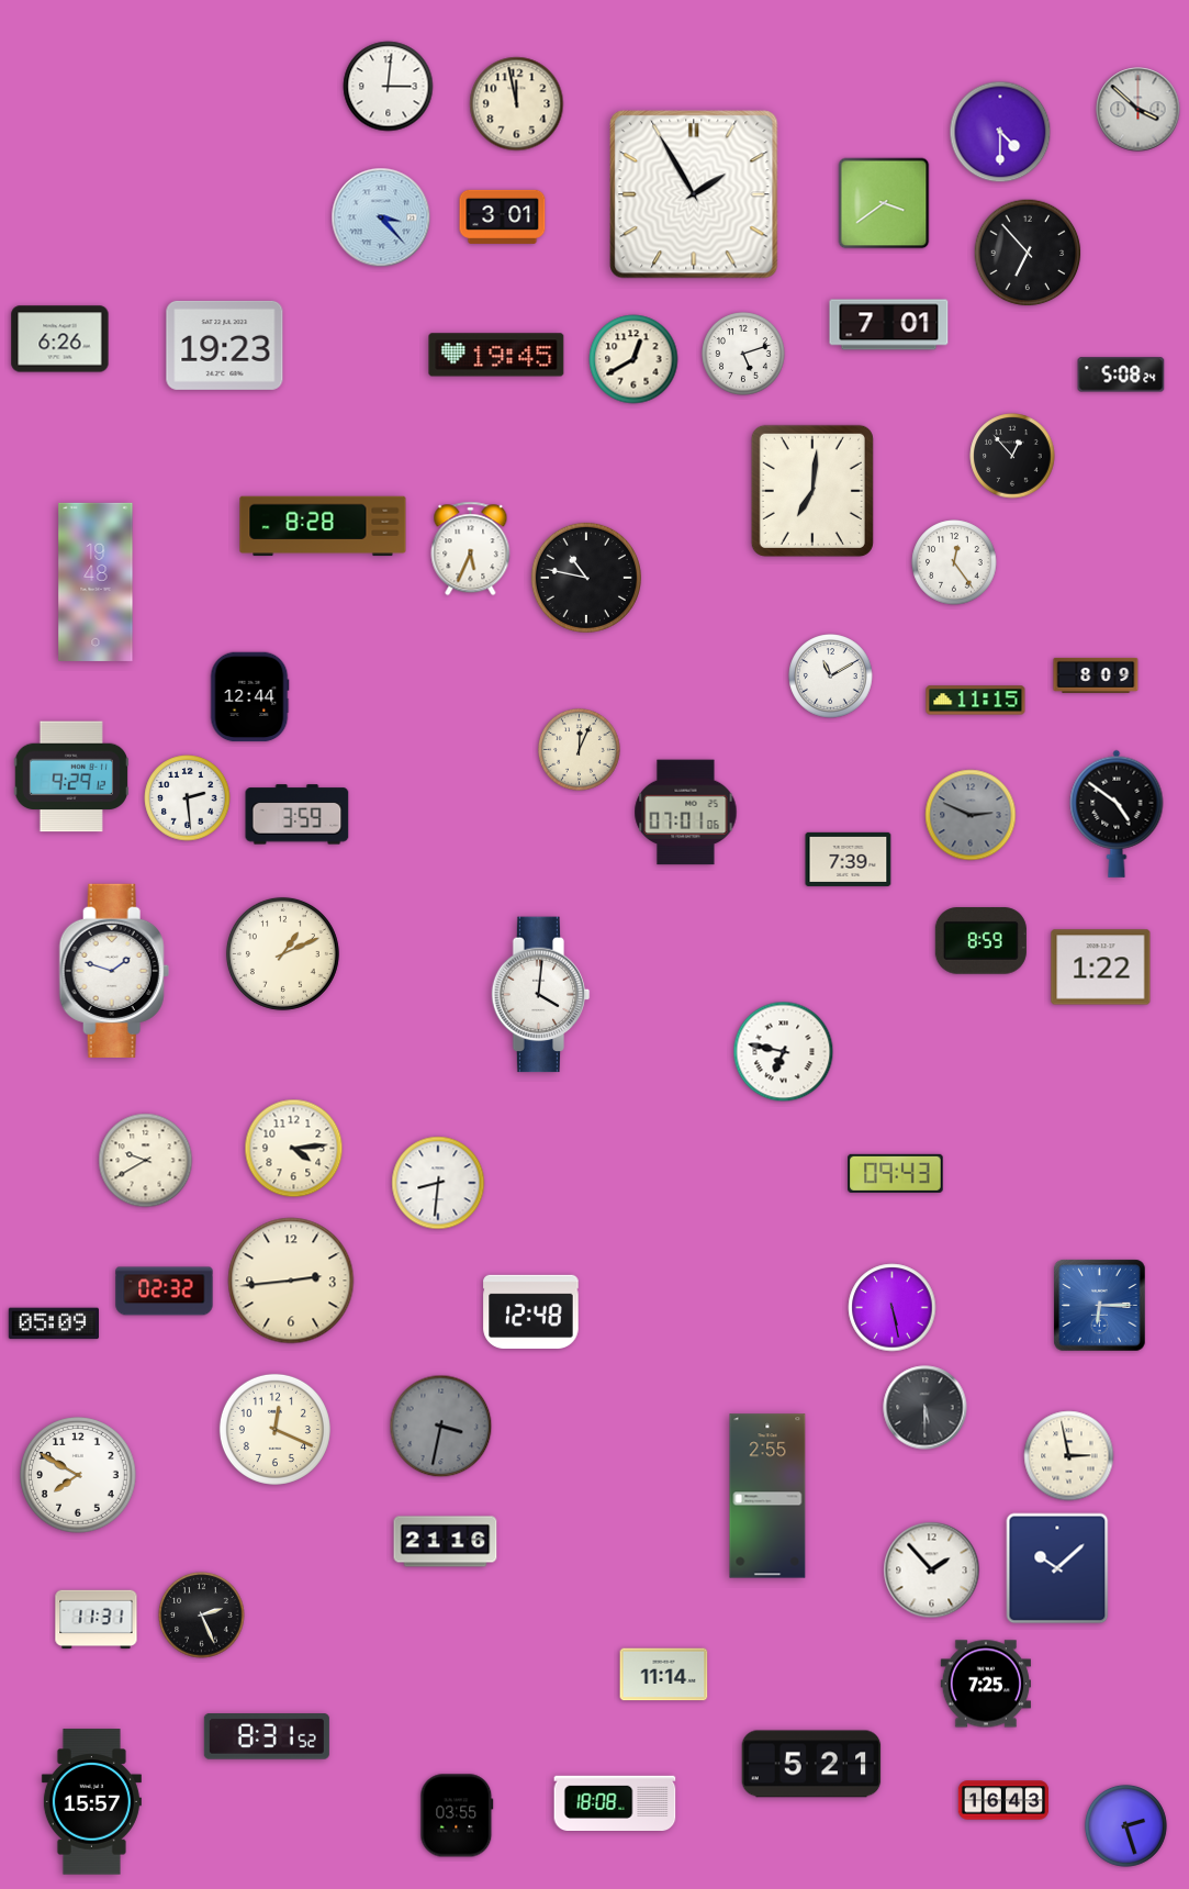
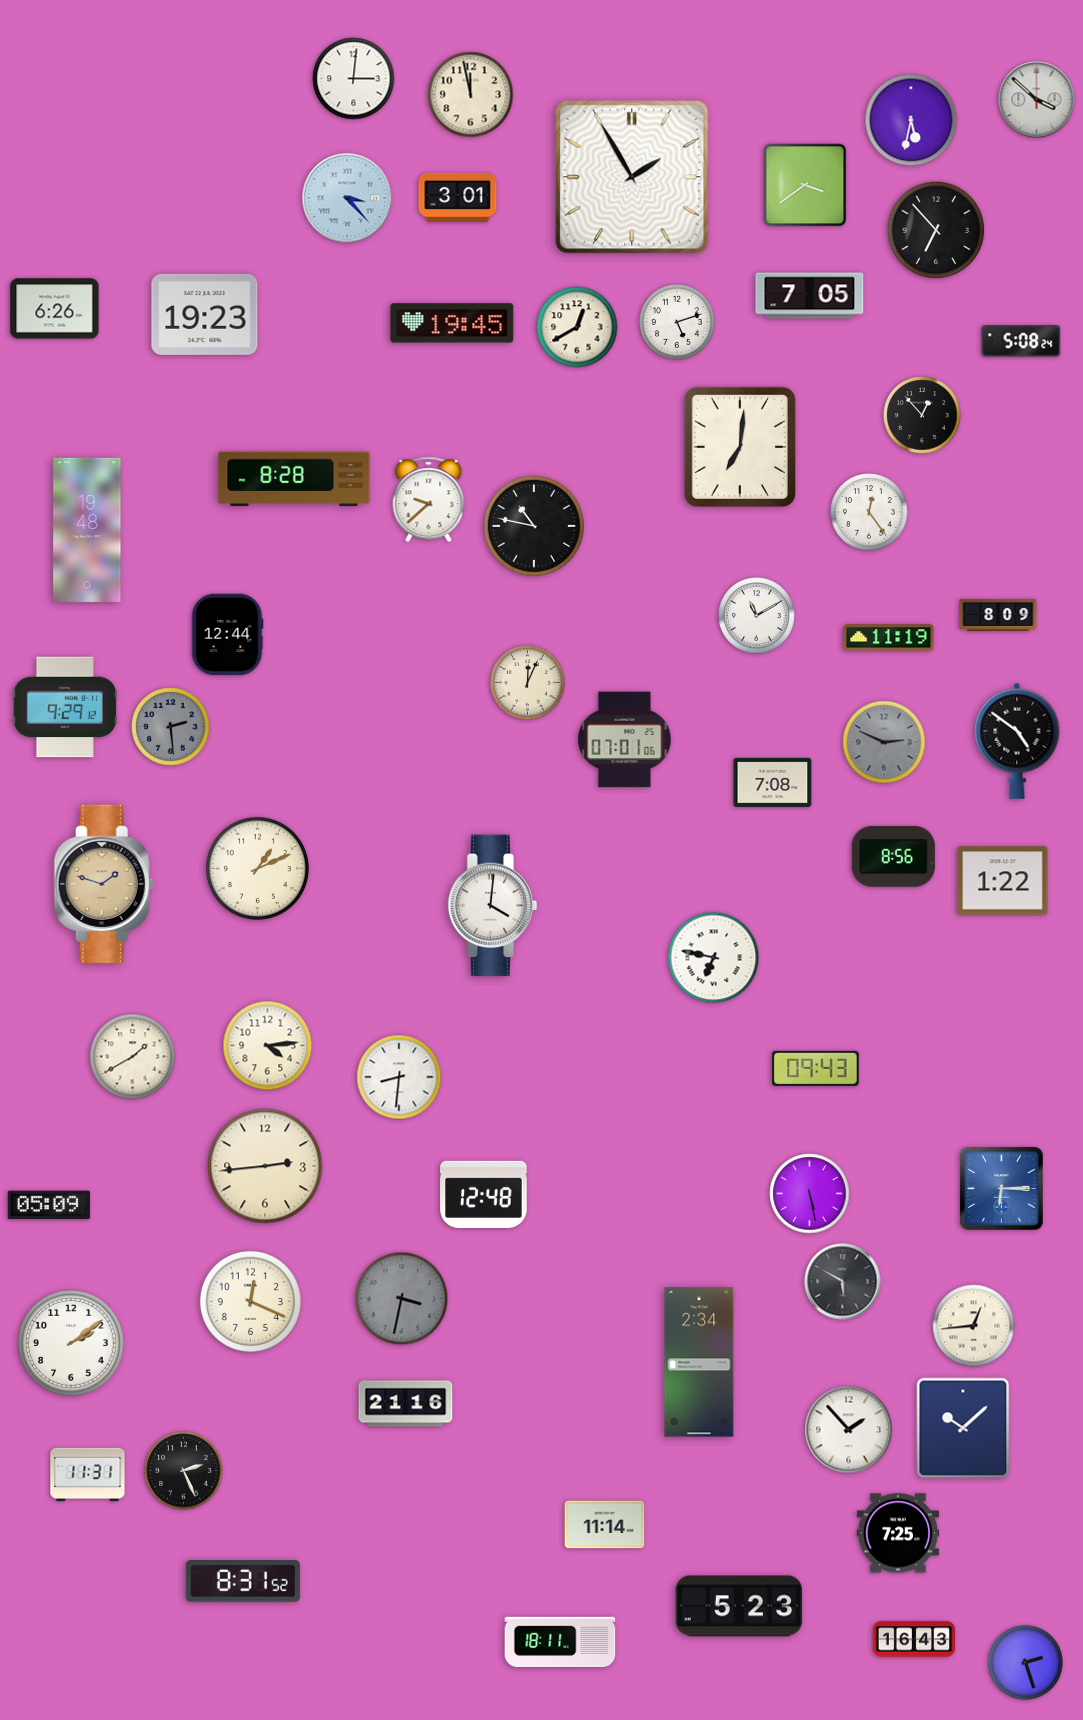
clock at (1000, 132): 4:30 -> 5:32
clock at (889, 325): 7:01 -> 7:05
clock at (471, 549): 5:34 -> 9:38
clock at (976, 701): 11:15 -> 11:19
clock at (188, 798) dial: white -> grey
clock at (298, 815): 3:59 -> none
clock at (849, 859): 7:39 -> 7:08
clock at (980, 941): 8:59 -> 8:56
clock at (114, 971) dial: white -> champagne
clock at (146, 1161): 9:40 -> 1:40
clock at (165, 1292): 02:32 -> none
clock at (893, 1308) position: (893, 1308) -> (810, 1194)
clock at (926, 1408): 5:30 -> 5:50
clock at (1069, 1456): 2:58 -> 12:44
clock at (79, 1476): 7:50 -> 2:09
clock at (767, 1496): 2:55 -> 2:34
clock at (811, 1764): 5:21 -> 5:23
clock at (91, 1802): 15:57 -> none
clock at (615, 1802): 18:08 -> 18:11
clock at (457, 1815): 03:55 -> none
